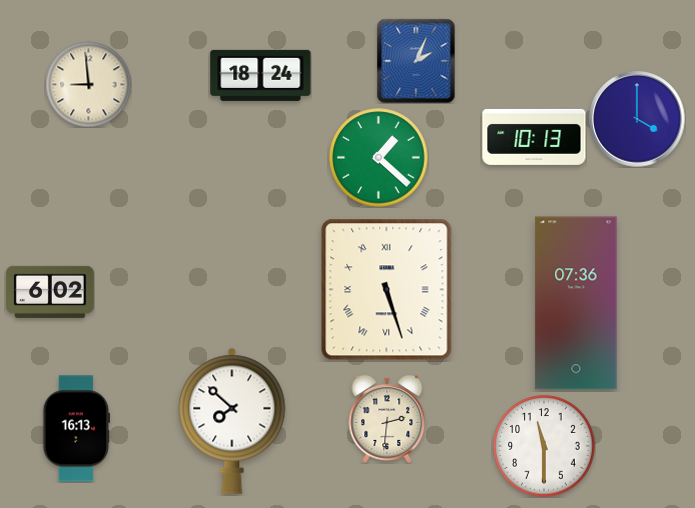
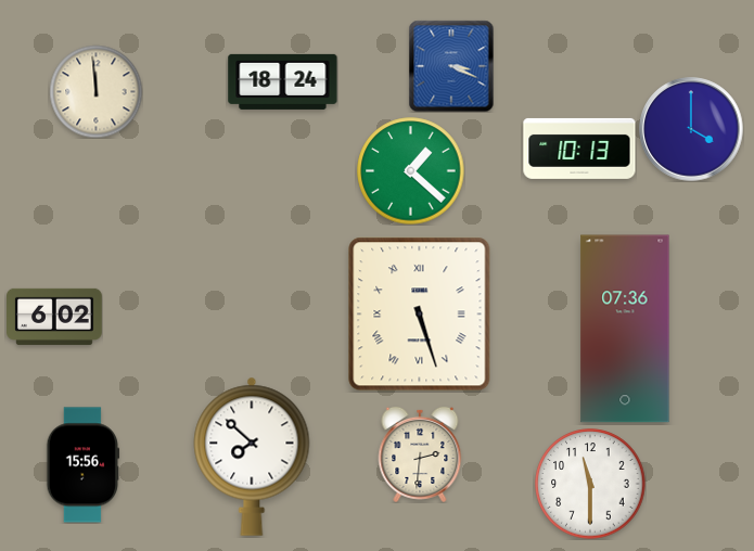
clock at (416, 61): 2:04 -> 3:19
clock at (88, 84): 8:59 -> 11:59
clock at (77, 429): 16:13 -> 15:56
